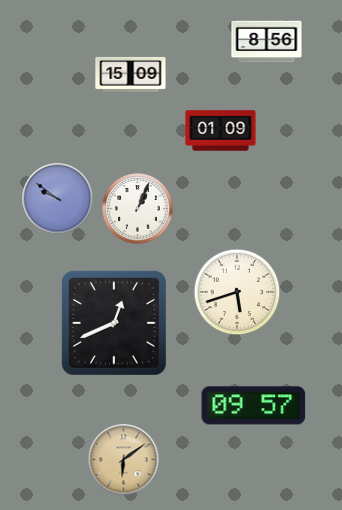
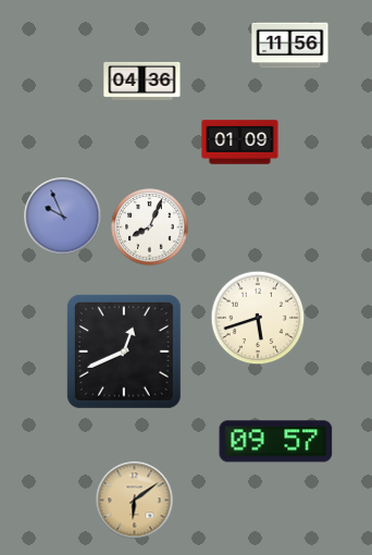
clock at (267, 42): 8:56 -> 11:56
clock at (131, 74): 15:09 -> 04:36
clock at (58, 199): 9:51 -> 9:56
clock at (138, 209): 1:04 -> 8:04
